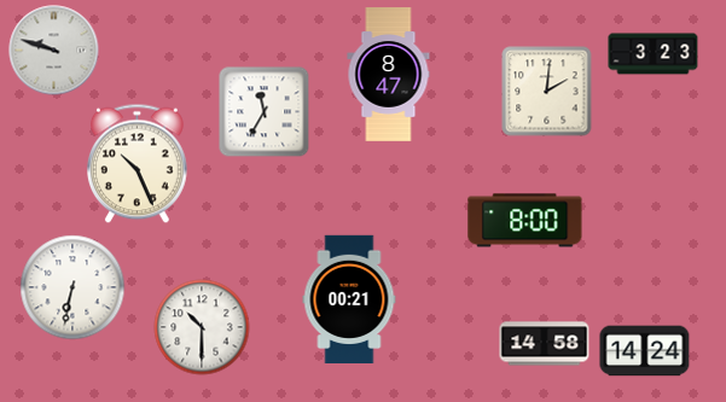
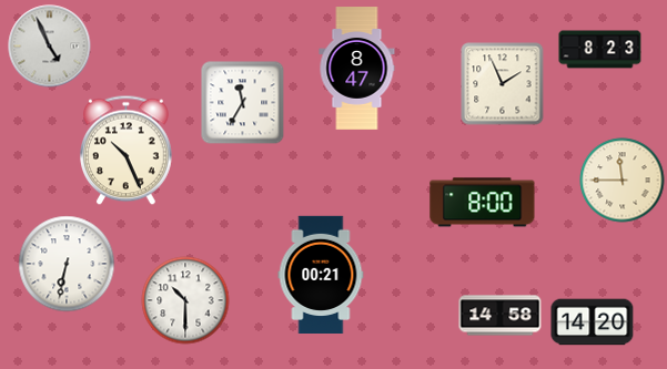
clock at (54, 51): 9:48 -> 4:56
clock at (654, 54): 3:23 -> 8:23
clock at (547, 92): 2:01 -> 1:56
clock at (623, 181): none -> 11:45
clock at (645, 351): 14:24 -> 14:20
